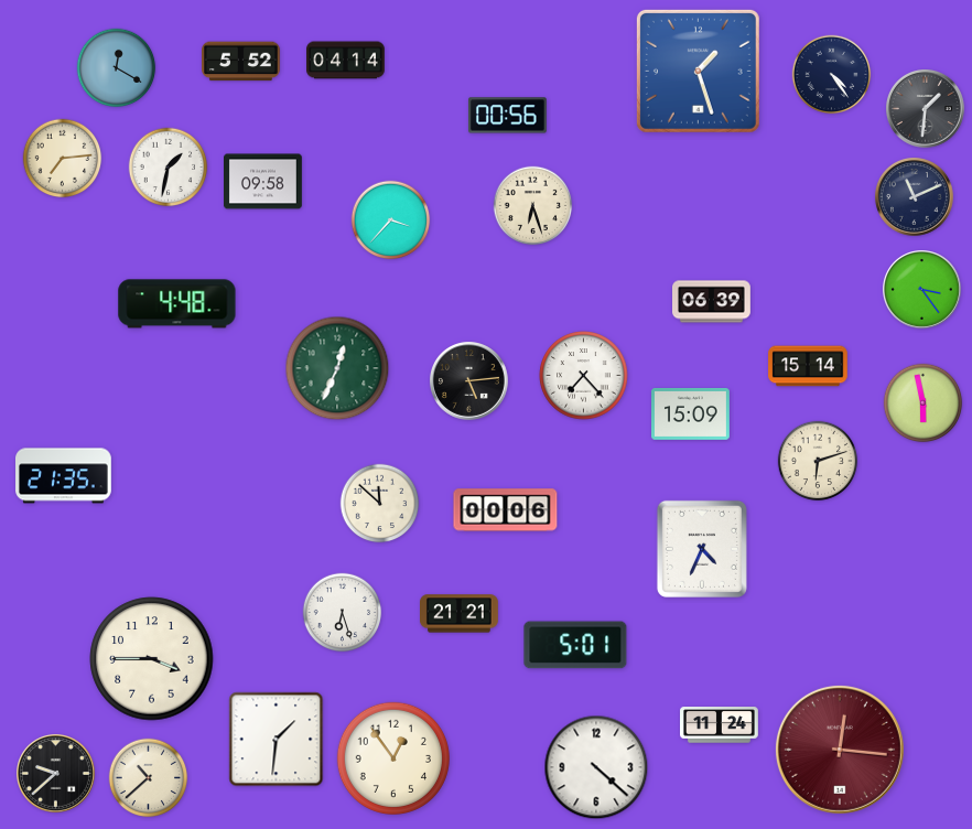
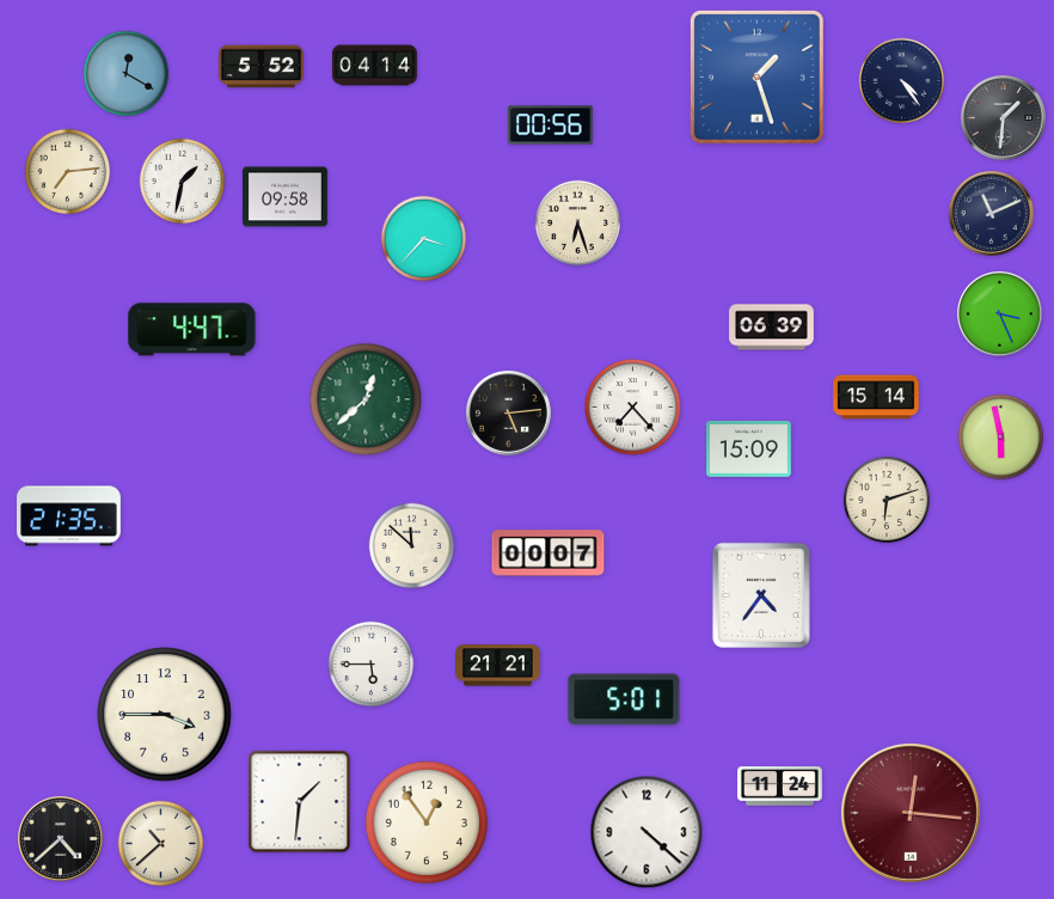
clock at (922, 290): 3:24 -> 3:26
clock at (177, 304): 4:48 -> 4:47
clock at (337, 368): 12:34 -> 12:38
clock at (506, 510): 00:06 -> 00:07
clock at (702, 549): 4:34 -> 4:36
clock at (343, 613): 6:27 -> 5:45
clock at (56, 774): 9:38 -> 4:38
